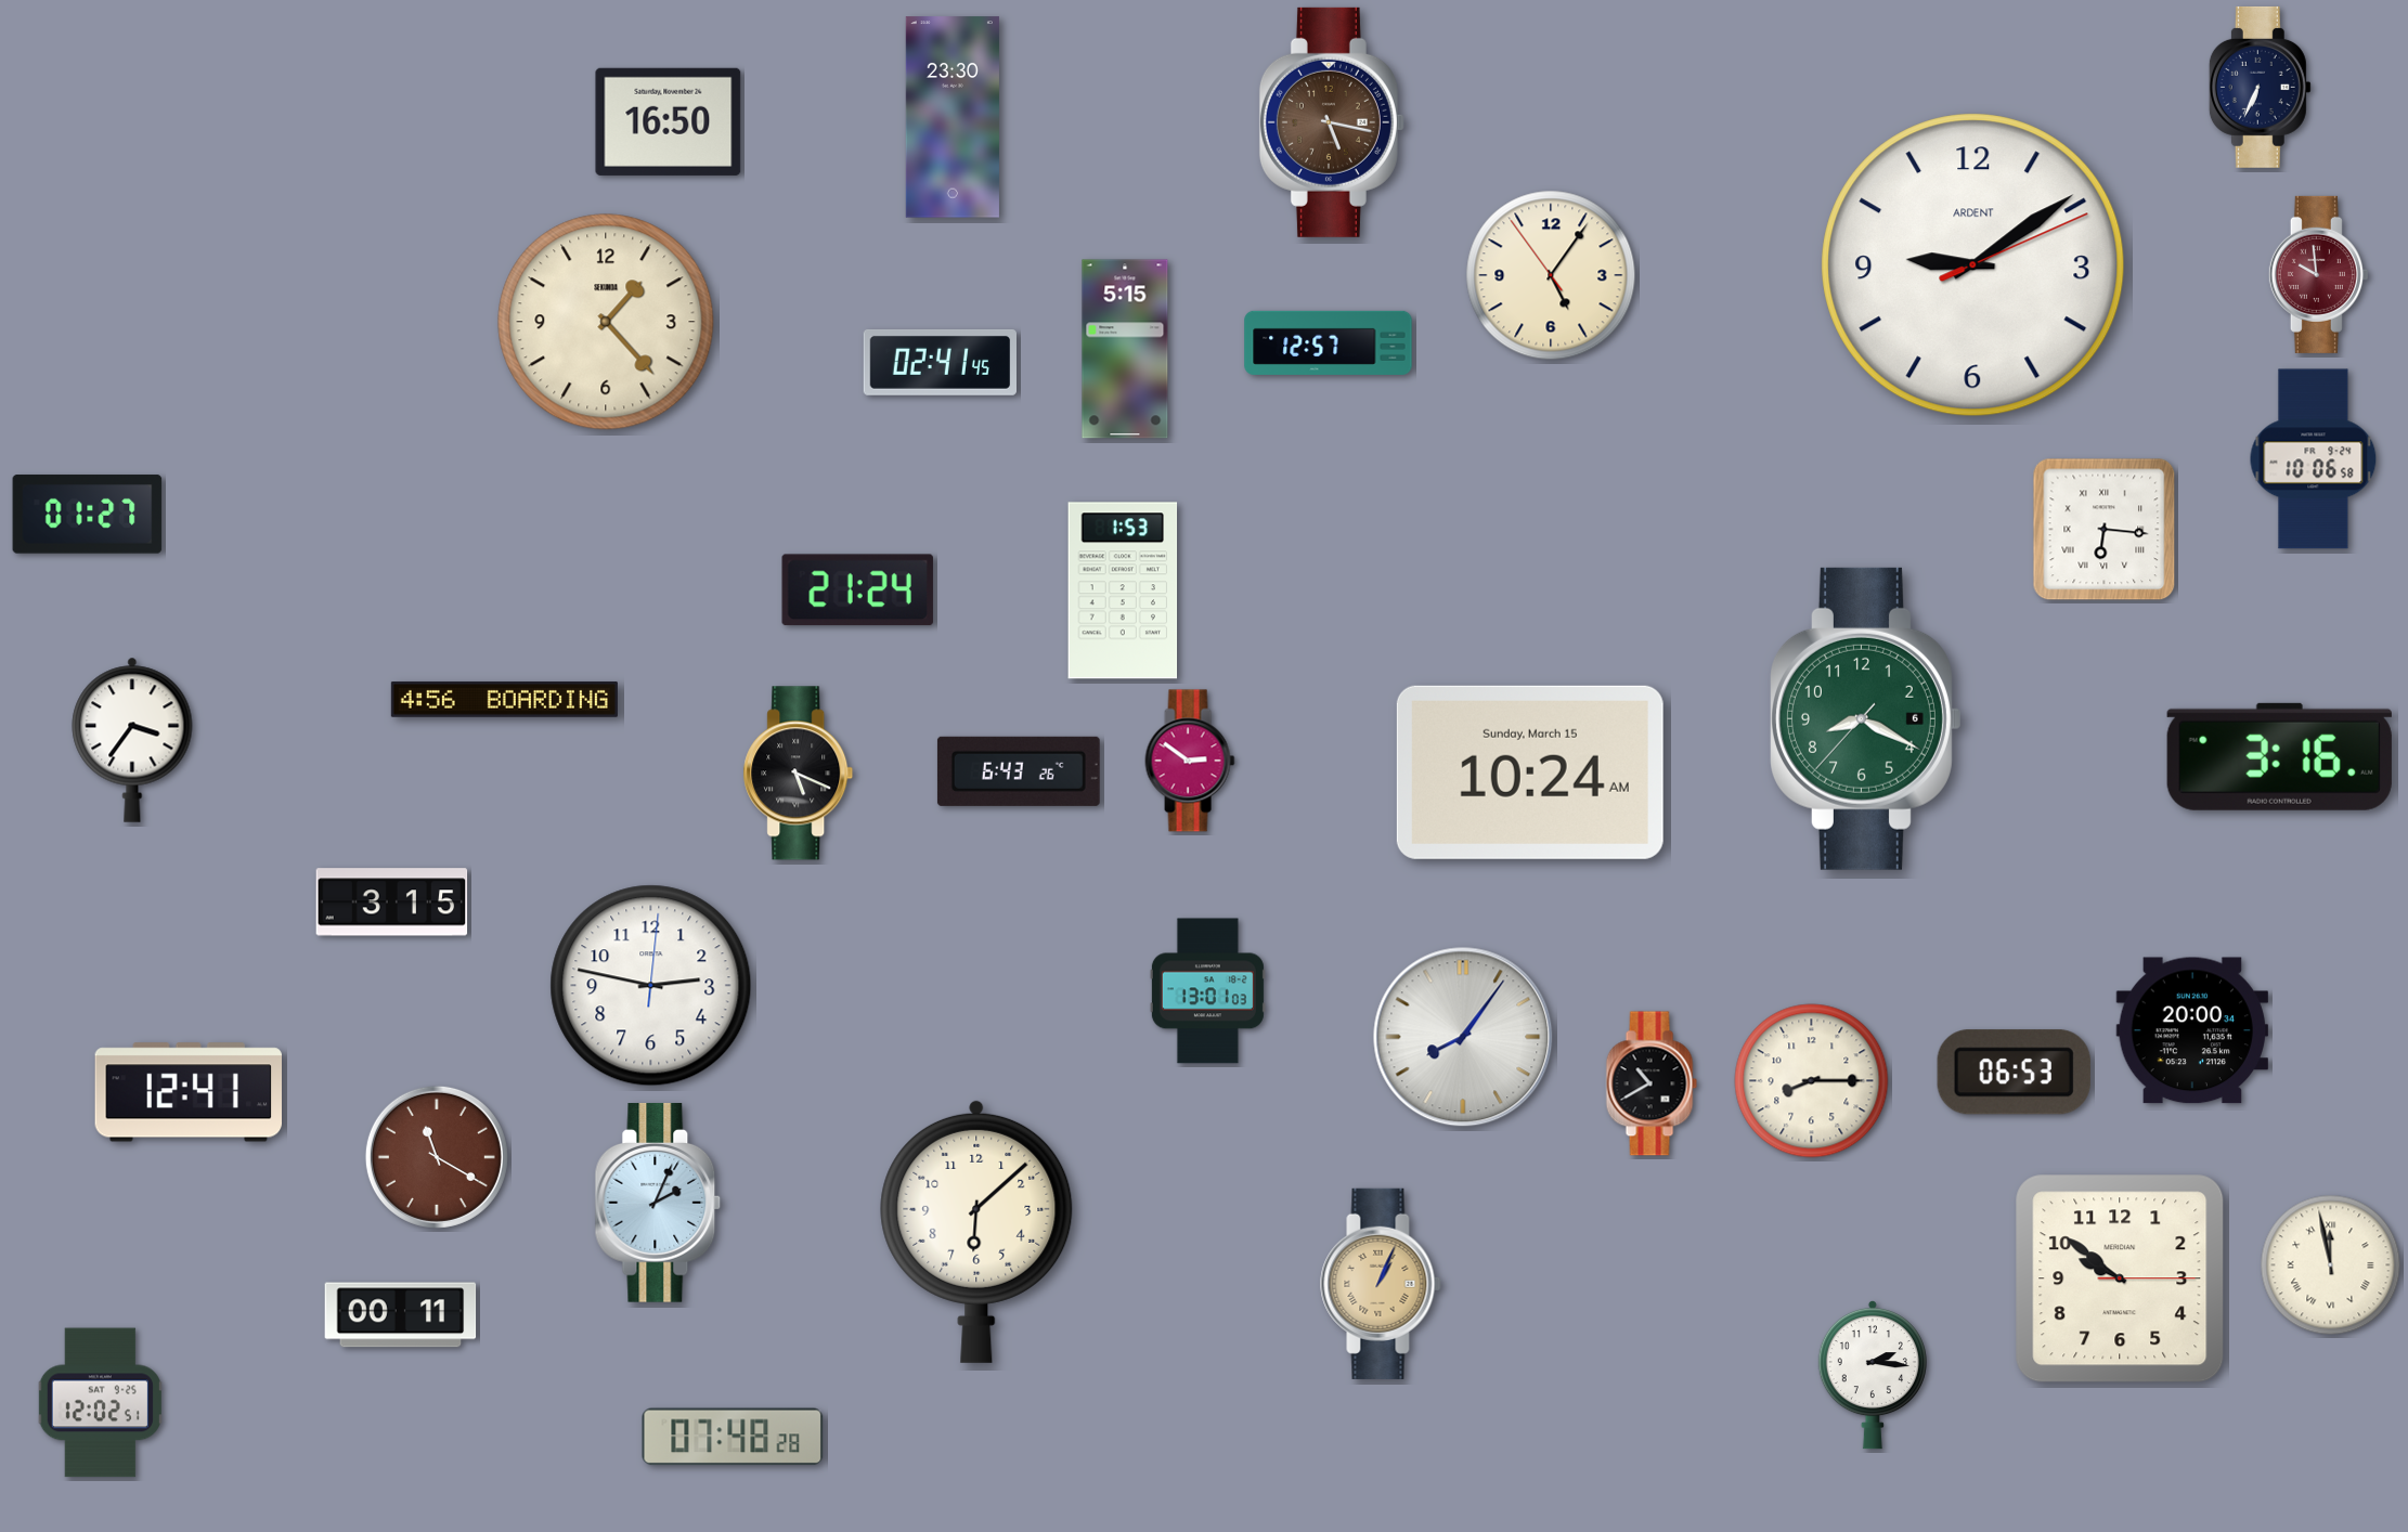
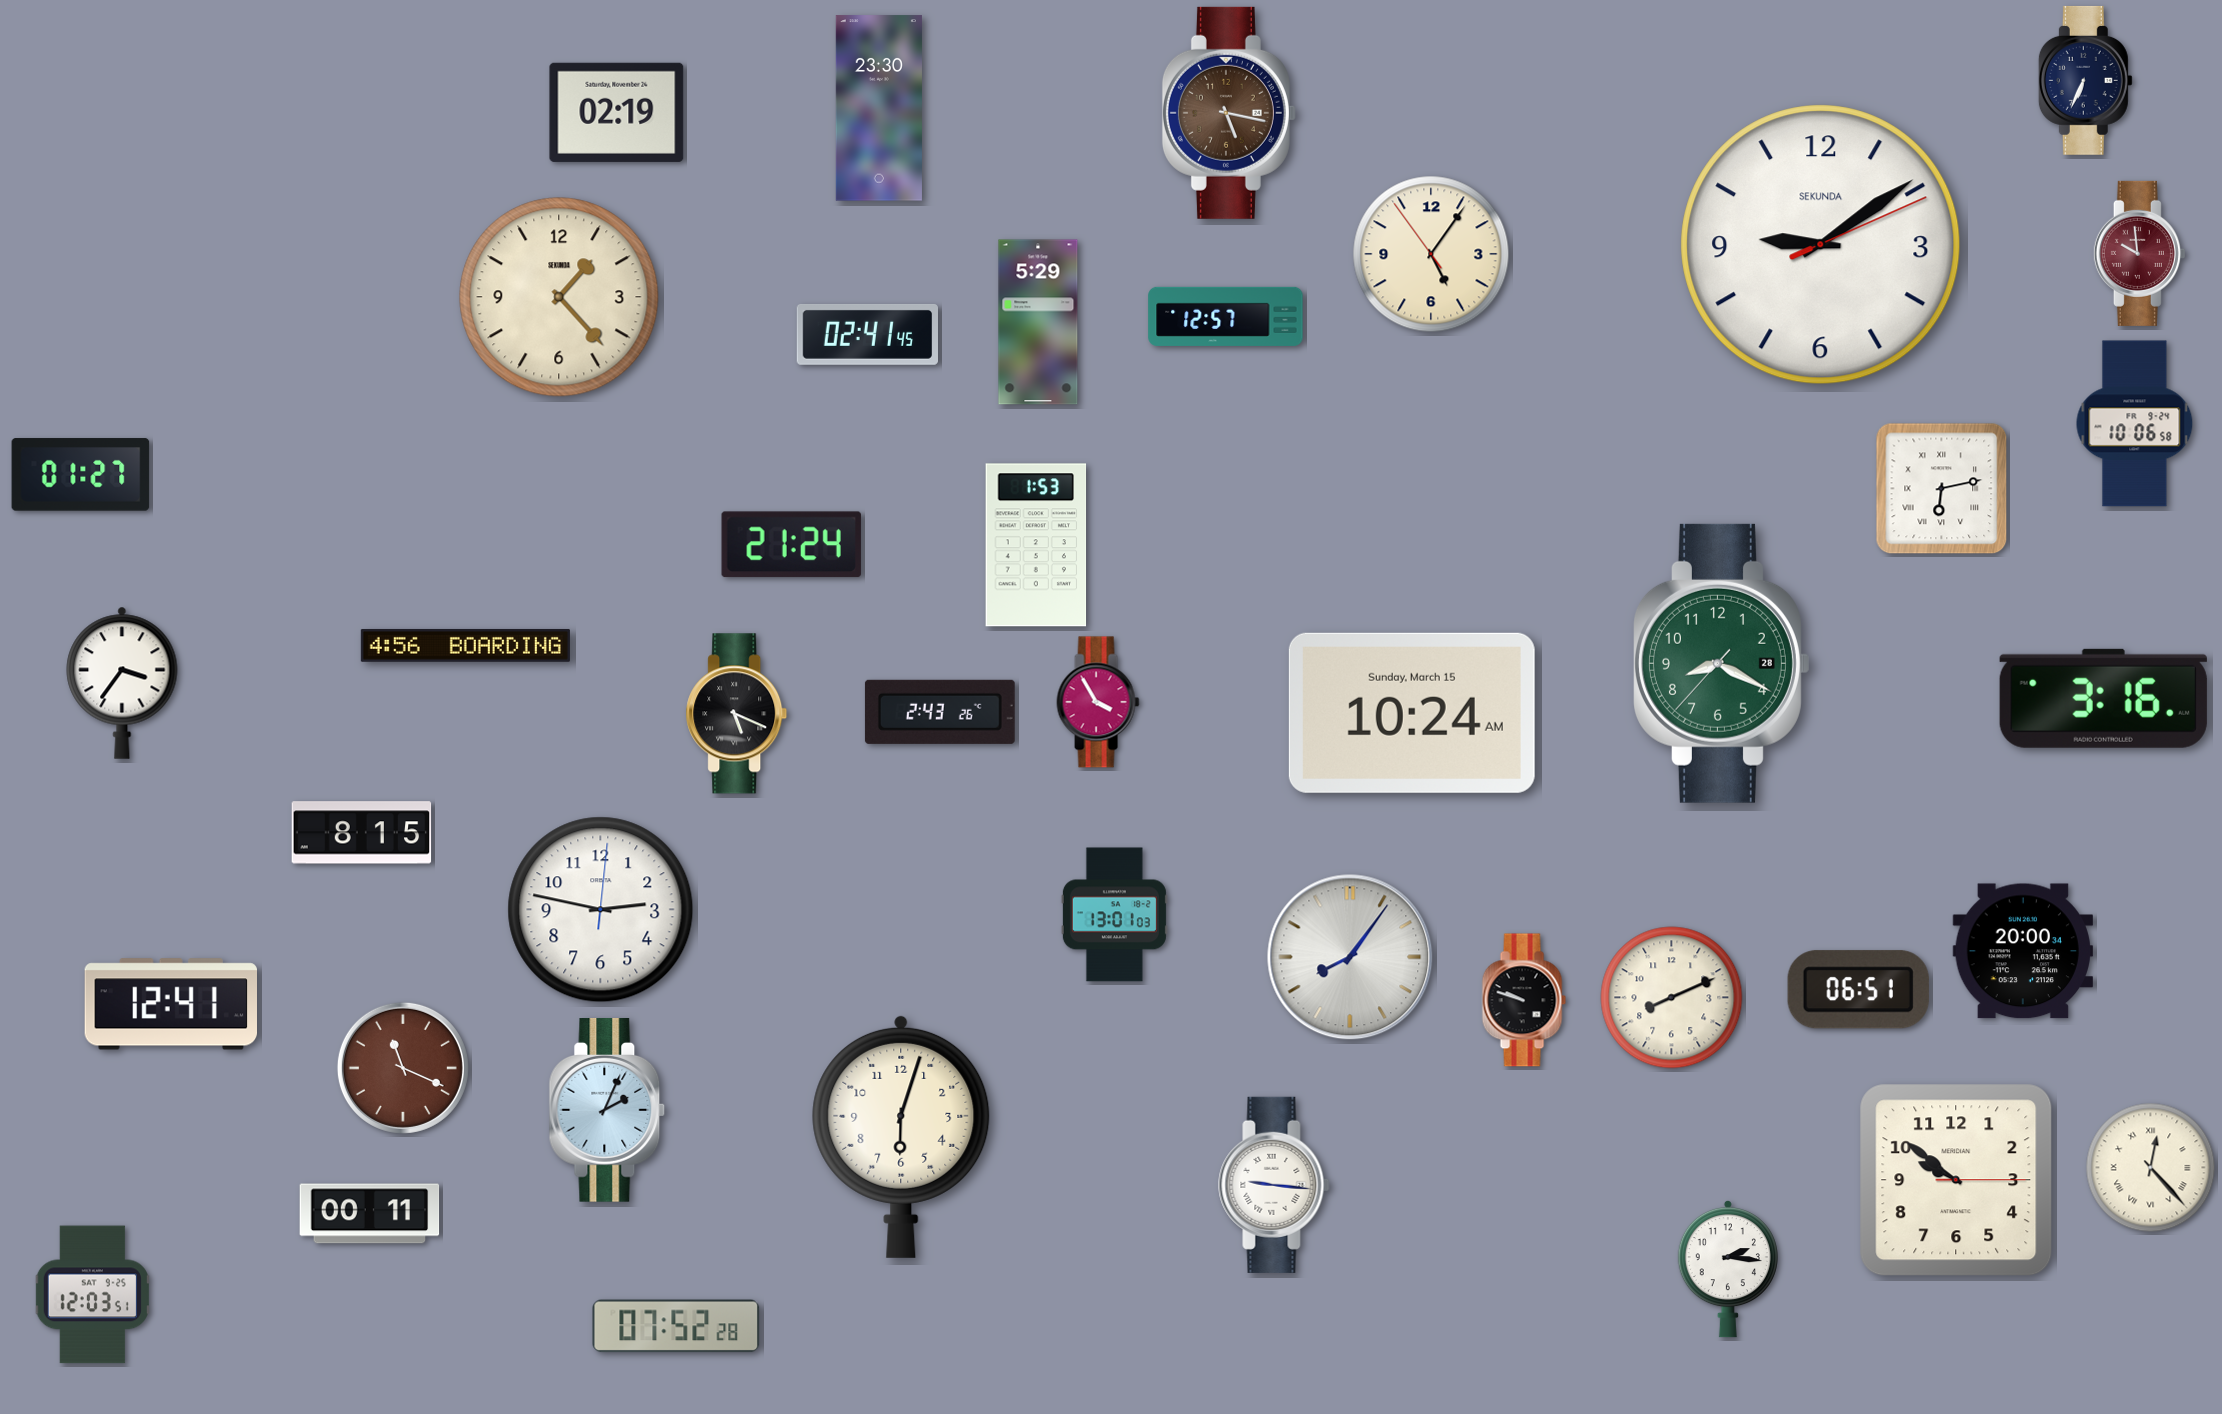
clock at (669, 121): 16:50 -> 02:19
clock at (1973, 265) brand: ARDENT -> SEKUNDA
clock at (1125, 349): 5:15 -> 5:29
clock at (2105, 530): 6:16 -> 6:13
clock at (1865, 718) date: 6 -> 28
clock at (1190, 761): 2:51 -> 3:55
clock at (1019, 771): 6:43 -> 2:43
clock at (392, 903): 3:15 -> 8:15
clock at (2014, 1073): 06:53 -> 06:51
clock at (1812, 1081): 8:15 -> 8:11
clock at (1652, 1083): 10:40 -> 9:48
clock at (187, 1092) position: (187, 1092) -> (170, 1004)
clock at (437, 1157): 11:20 -> 11:19
clock at (976, 1231): 6:08 -> 6:03
clock at (2331, 1265): 11:58 -> 12:23
clock at (1381, 1284): 1:04 -> 9:16
clock at (1381, 1284) dial: champagne -> white
clock at (100, 1403): 12:02 -> 12:03
clock at (733, 1437): 07:48 -> 07:52
